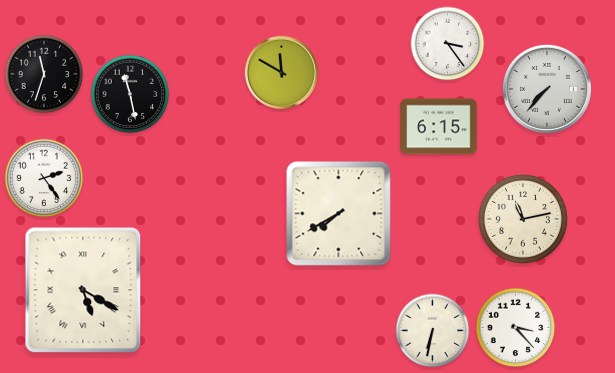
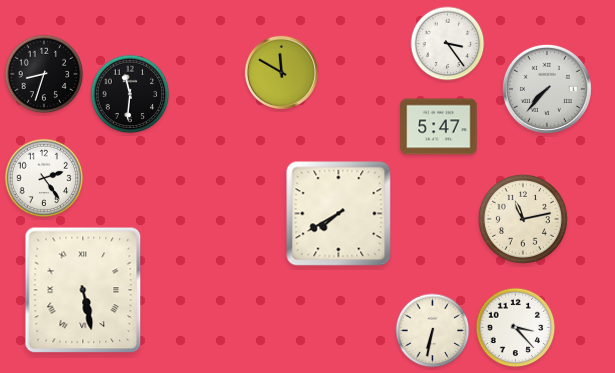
clock at (44, 74): 11:33 -> 8:33
clock at (130, 94): 11:28 -> 11:31
clock at (439, 127): 6:15 -> 5:47
clock at (83, 290): 5:20 -> 5:28
